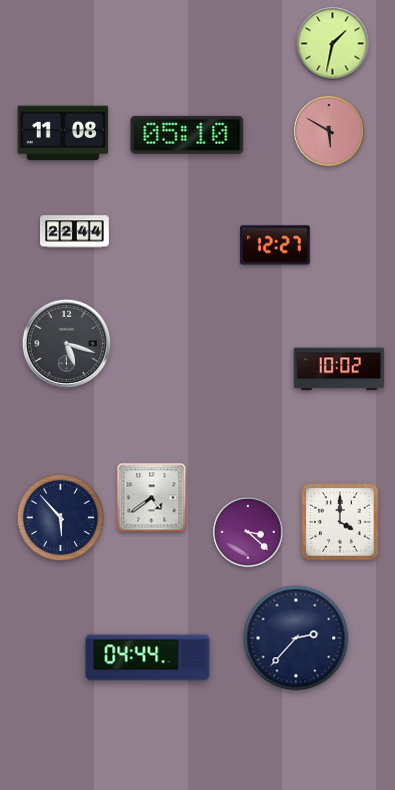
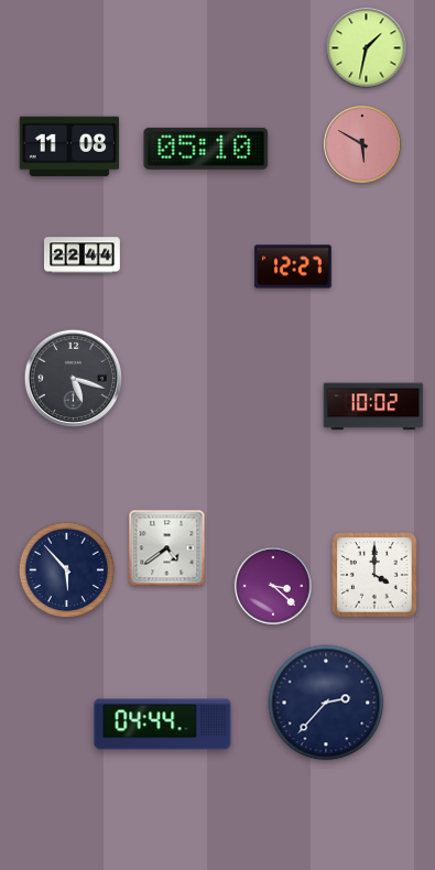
clock at (275, 245) position: (275, 245) -> (293, 267)
